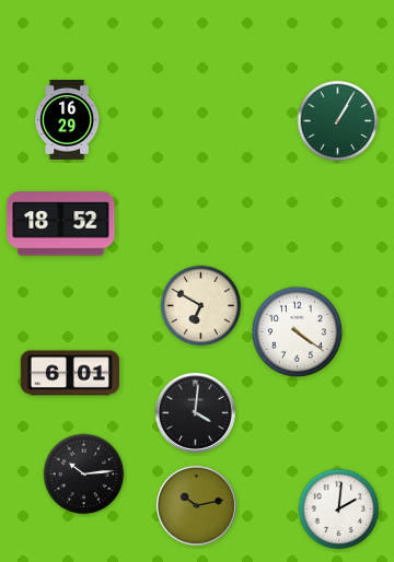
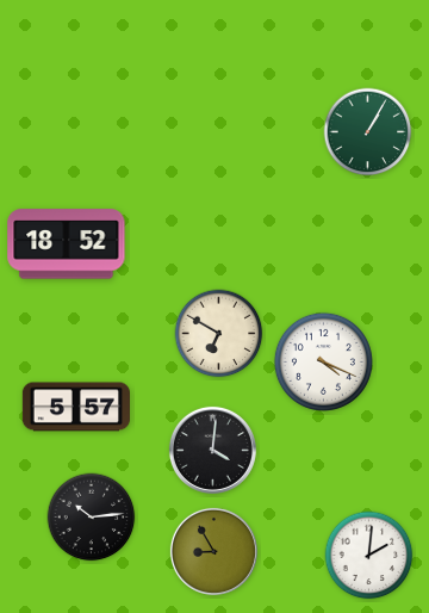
clock at (68, 120): 16:29 -> none
clock at (297, 331): 4:21 -> 4:19
clock at (69, 373): 6:01 -> 5:57
clock at (196, 505): 10:13 -> 8:55
